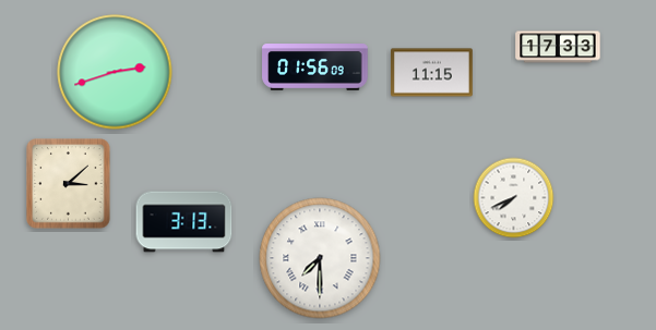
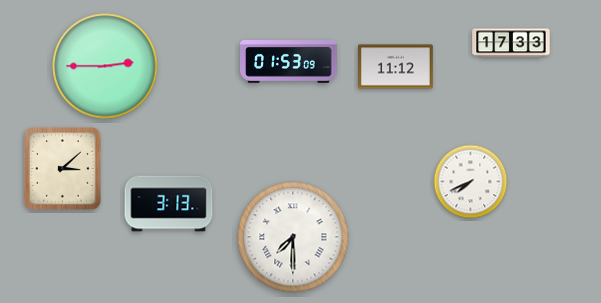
clock at (315, 68): 01:56 -> 01:53
clock at (115, 72): 2:42 -> 2:45
clock at (432, 73): 11:15 -> 11:12
